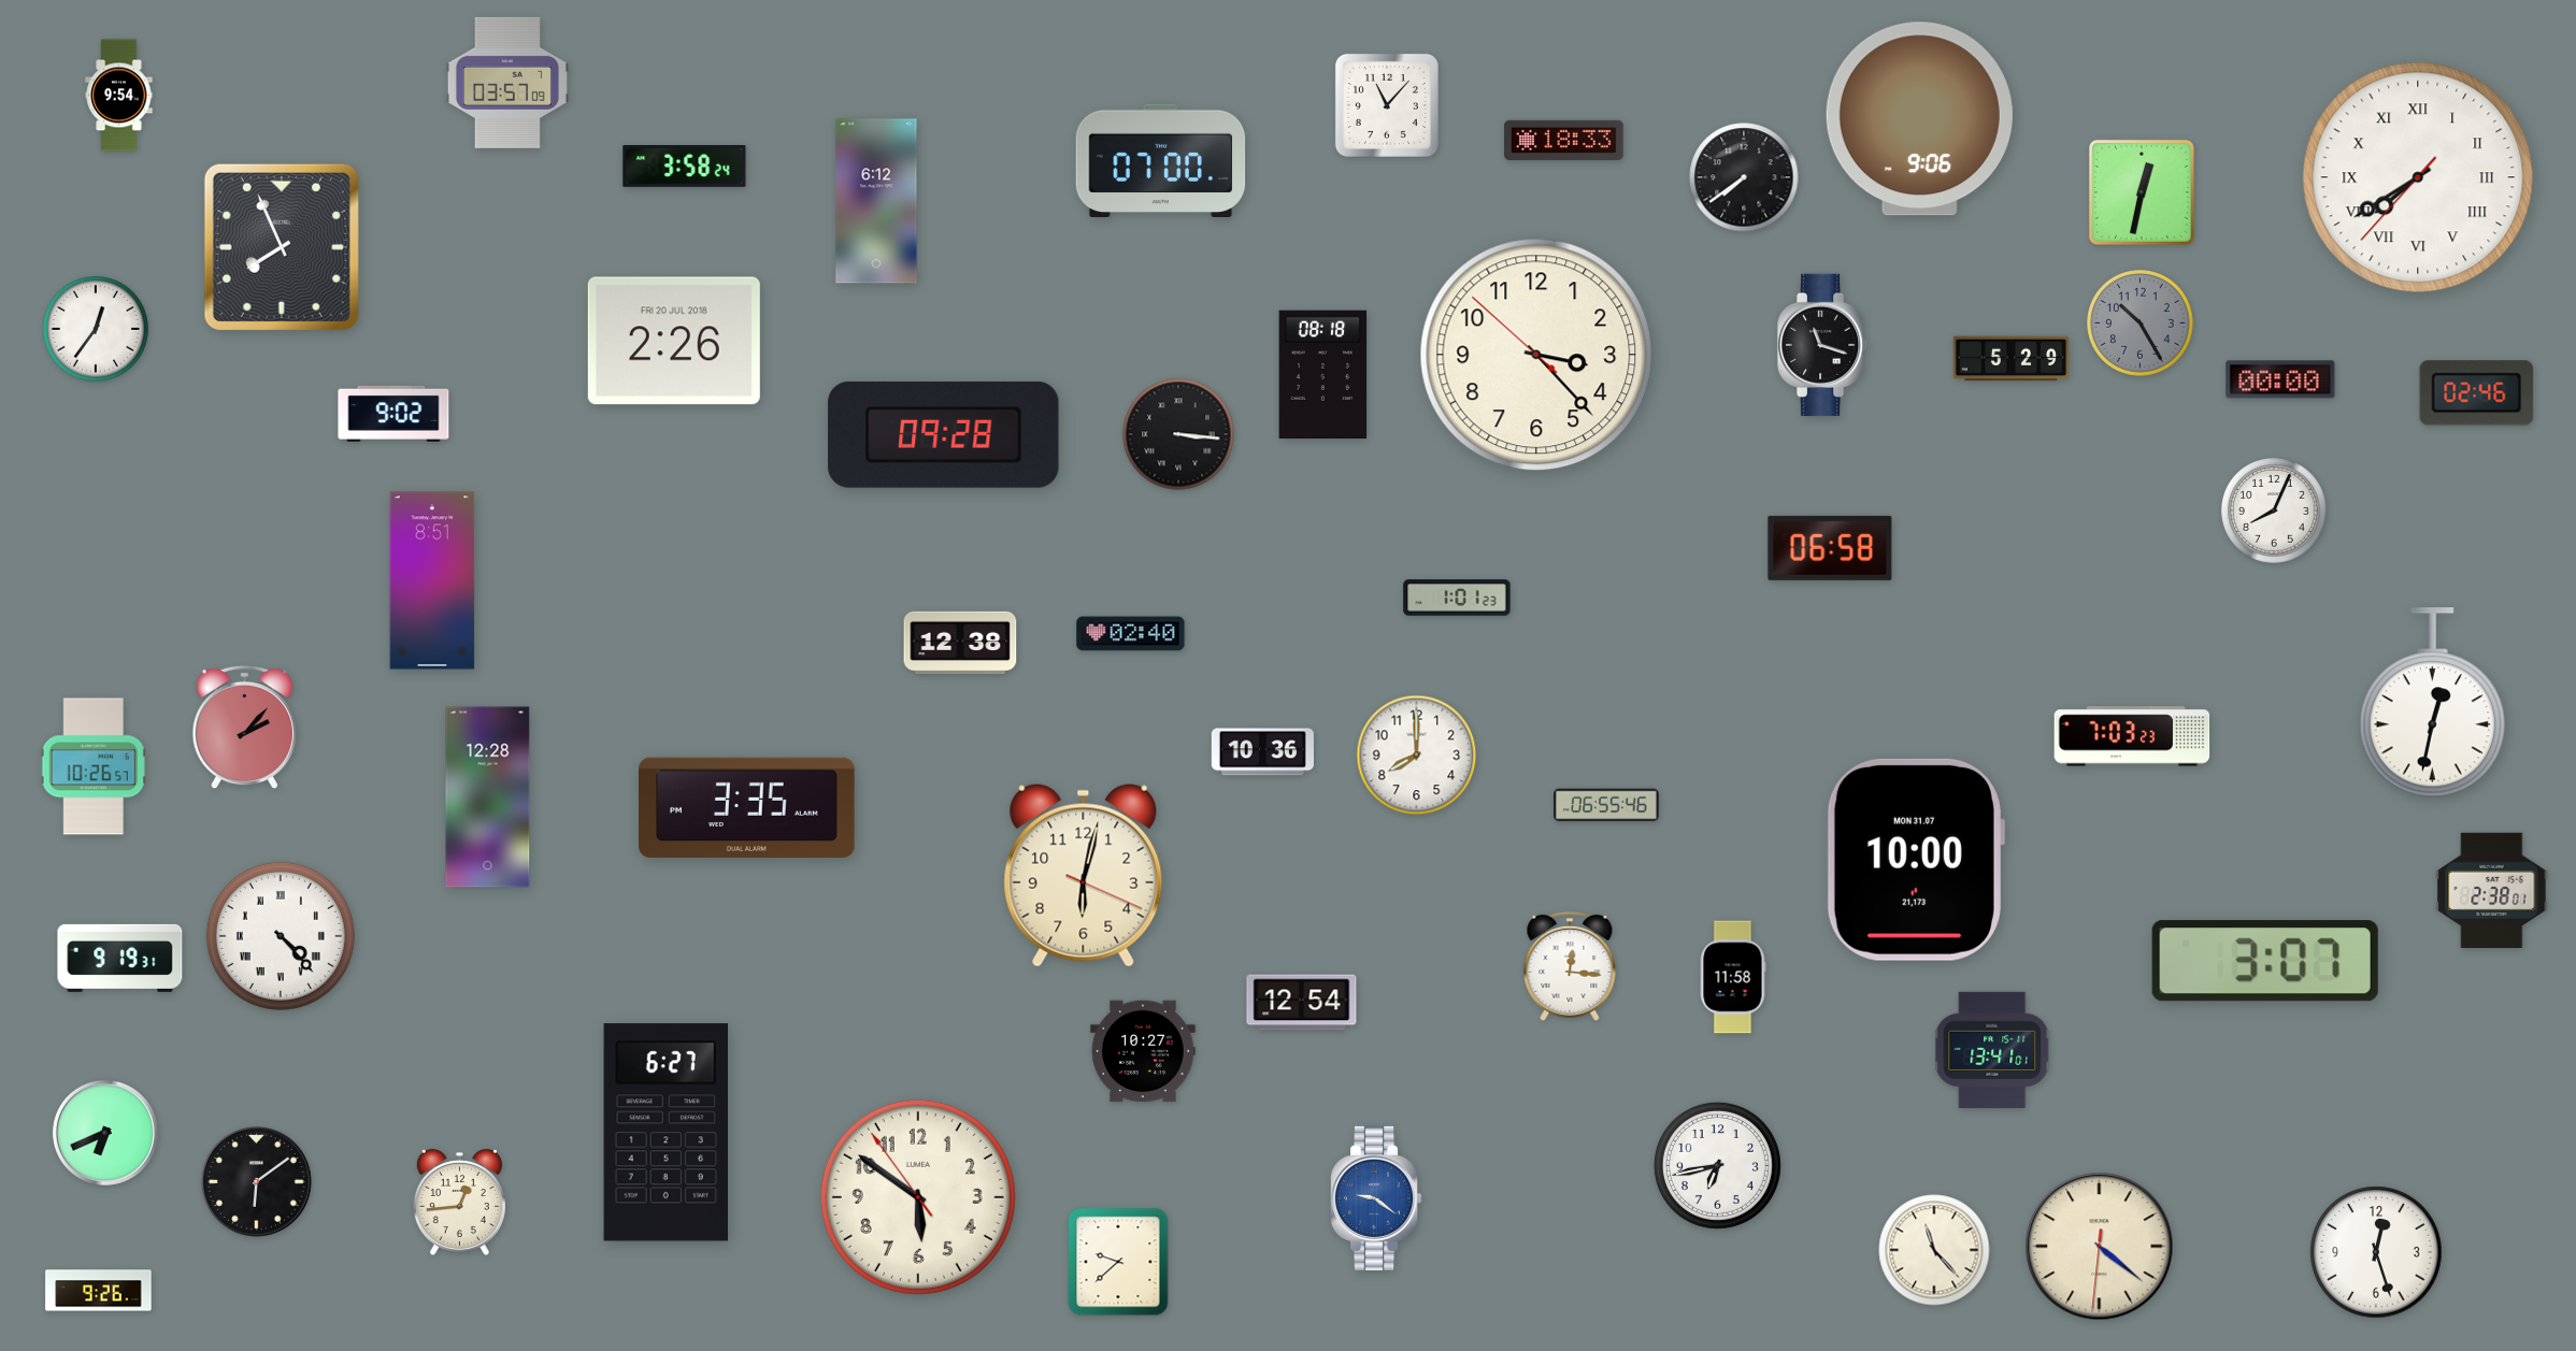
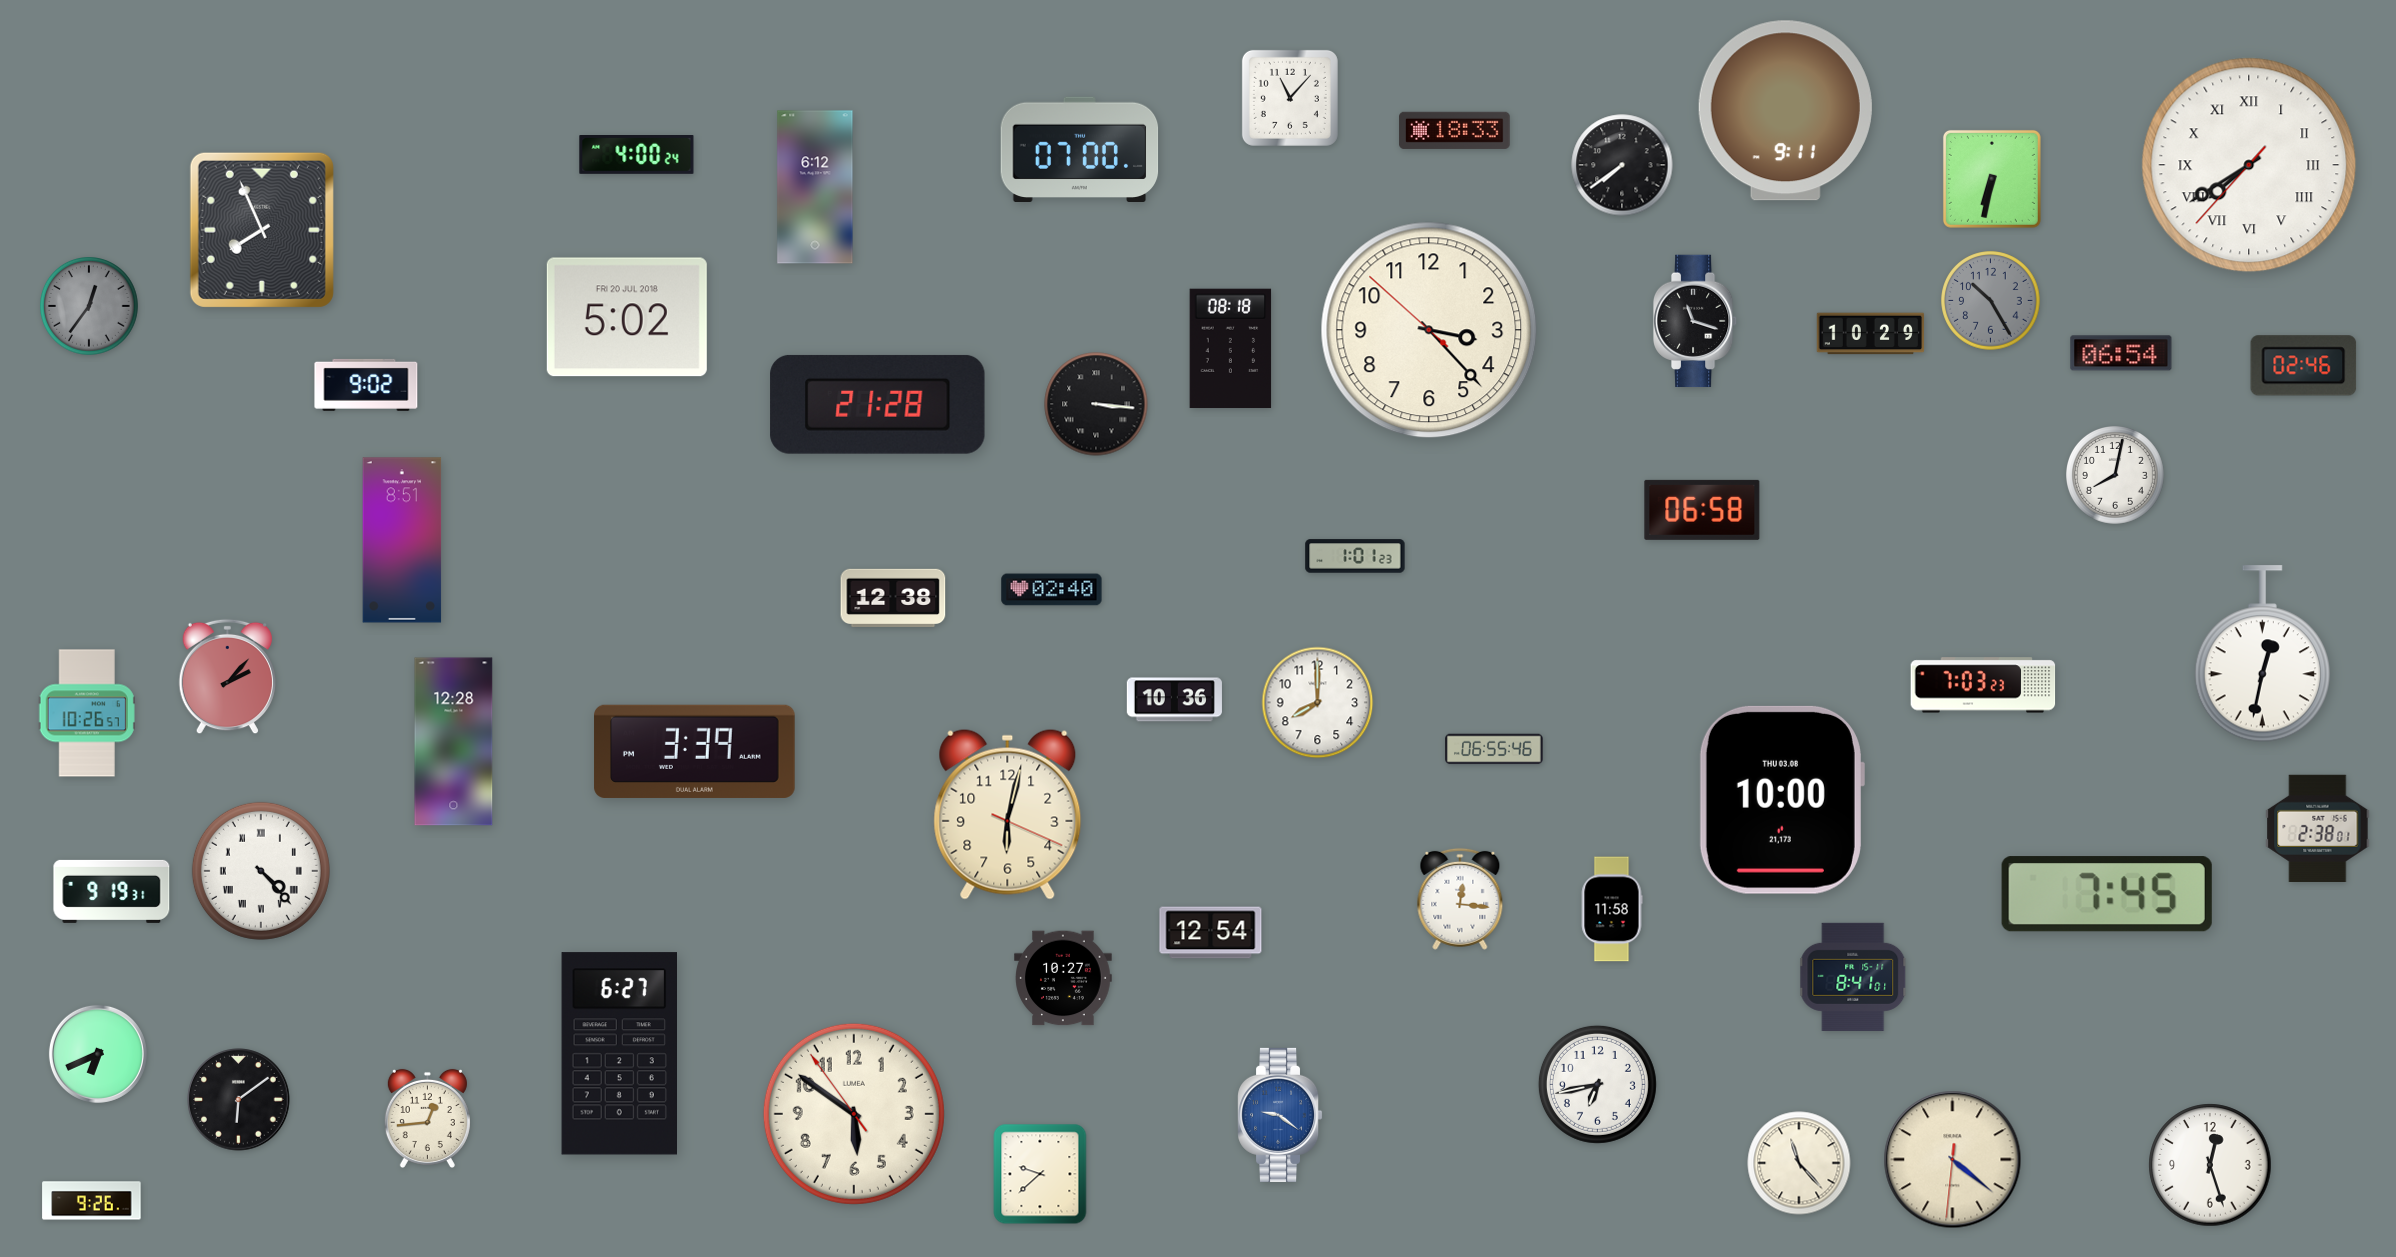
clock at (507, 83): 03:57 -> none
clock at (119, 96): 9:54 -> none
clock at (1919, 119): 9:06 -> 9:11
clock at (685, 167): 3:58 -> 4:00
clock at (2142, 192): 12:32 -> 6:32
clock at (97, 330) dial: white -> grey
clock at (674, 341): 2:26 -> 5:02
clock at (2012, 359): 5:29 -> 10:29
clock at (2280, 379): 00:00 -> 06:54
clock at (944, 434): 09:28 -> 21:28
clock at (2275, 512): 8:04 -> 8:02
clock at (747, 807): 3:35 -> 3:39
clock at (1915, 860) date: MON 31.07 -> THU 03.08
clock at (2265, 961): 3:07 -> 7:45
clock at (1992, 1050): 13:41 -> 8:41
